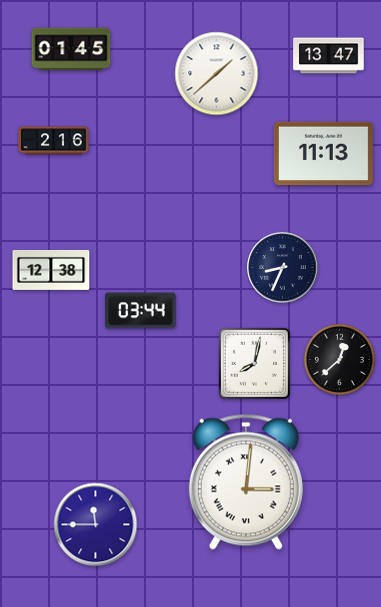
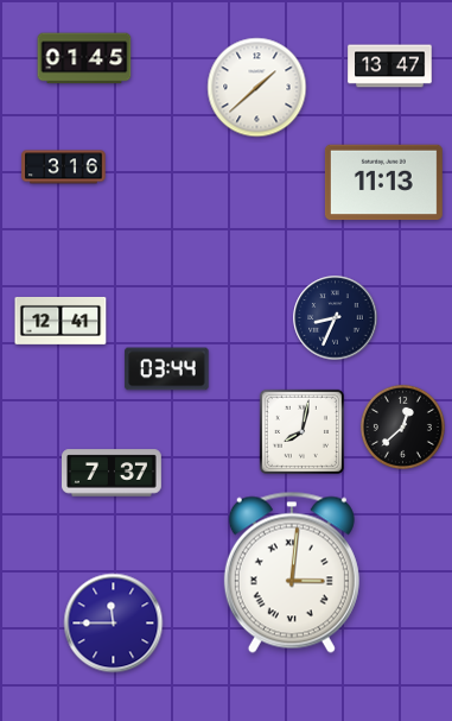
clock at (54, 141): 2:16 -> 3:16
clock at (51, 270): 12:38 -> 12:41
clock at (113, 473): none -> 7:37
